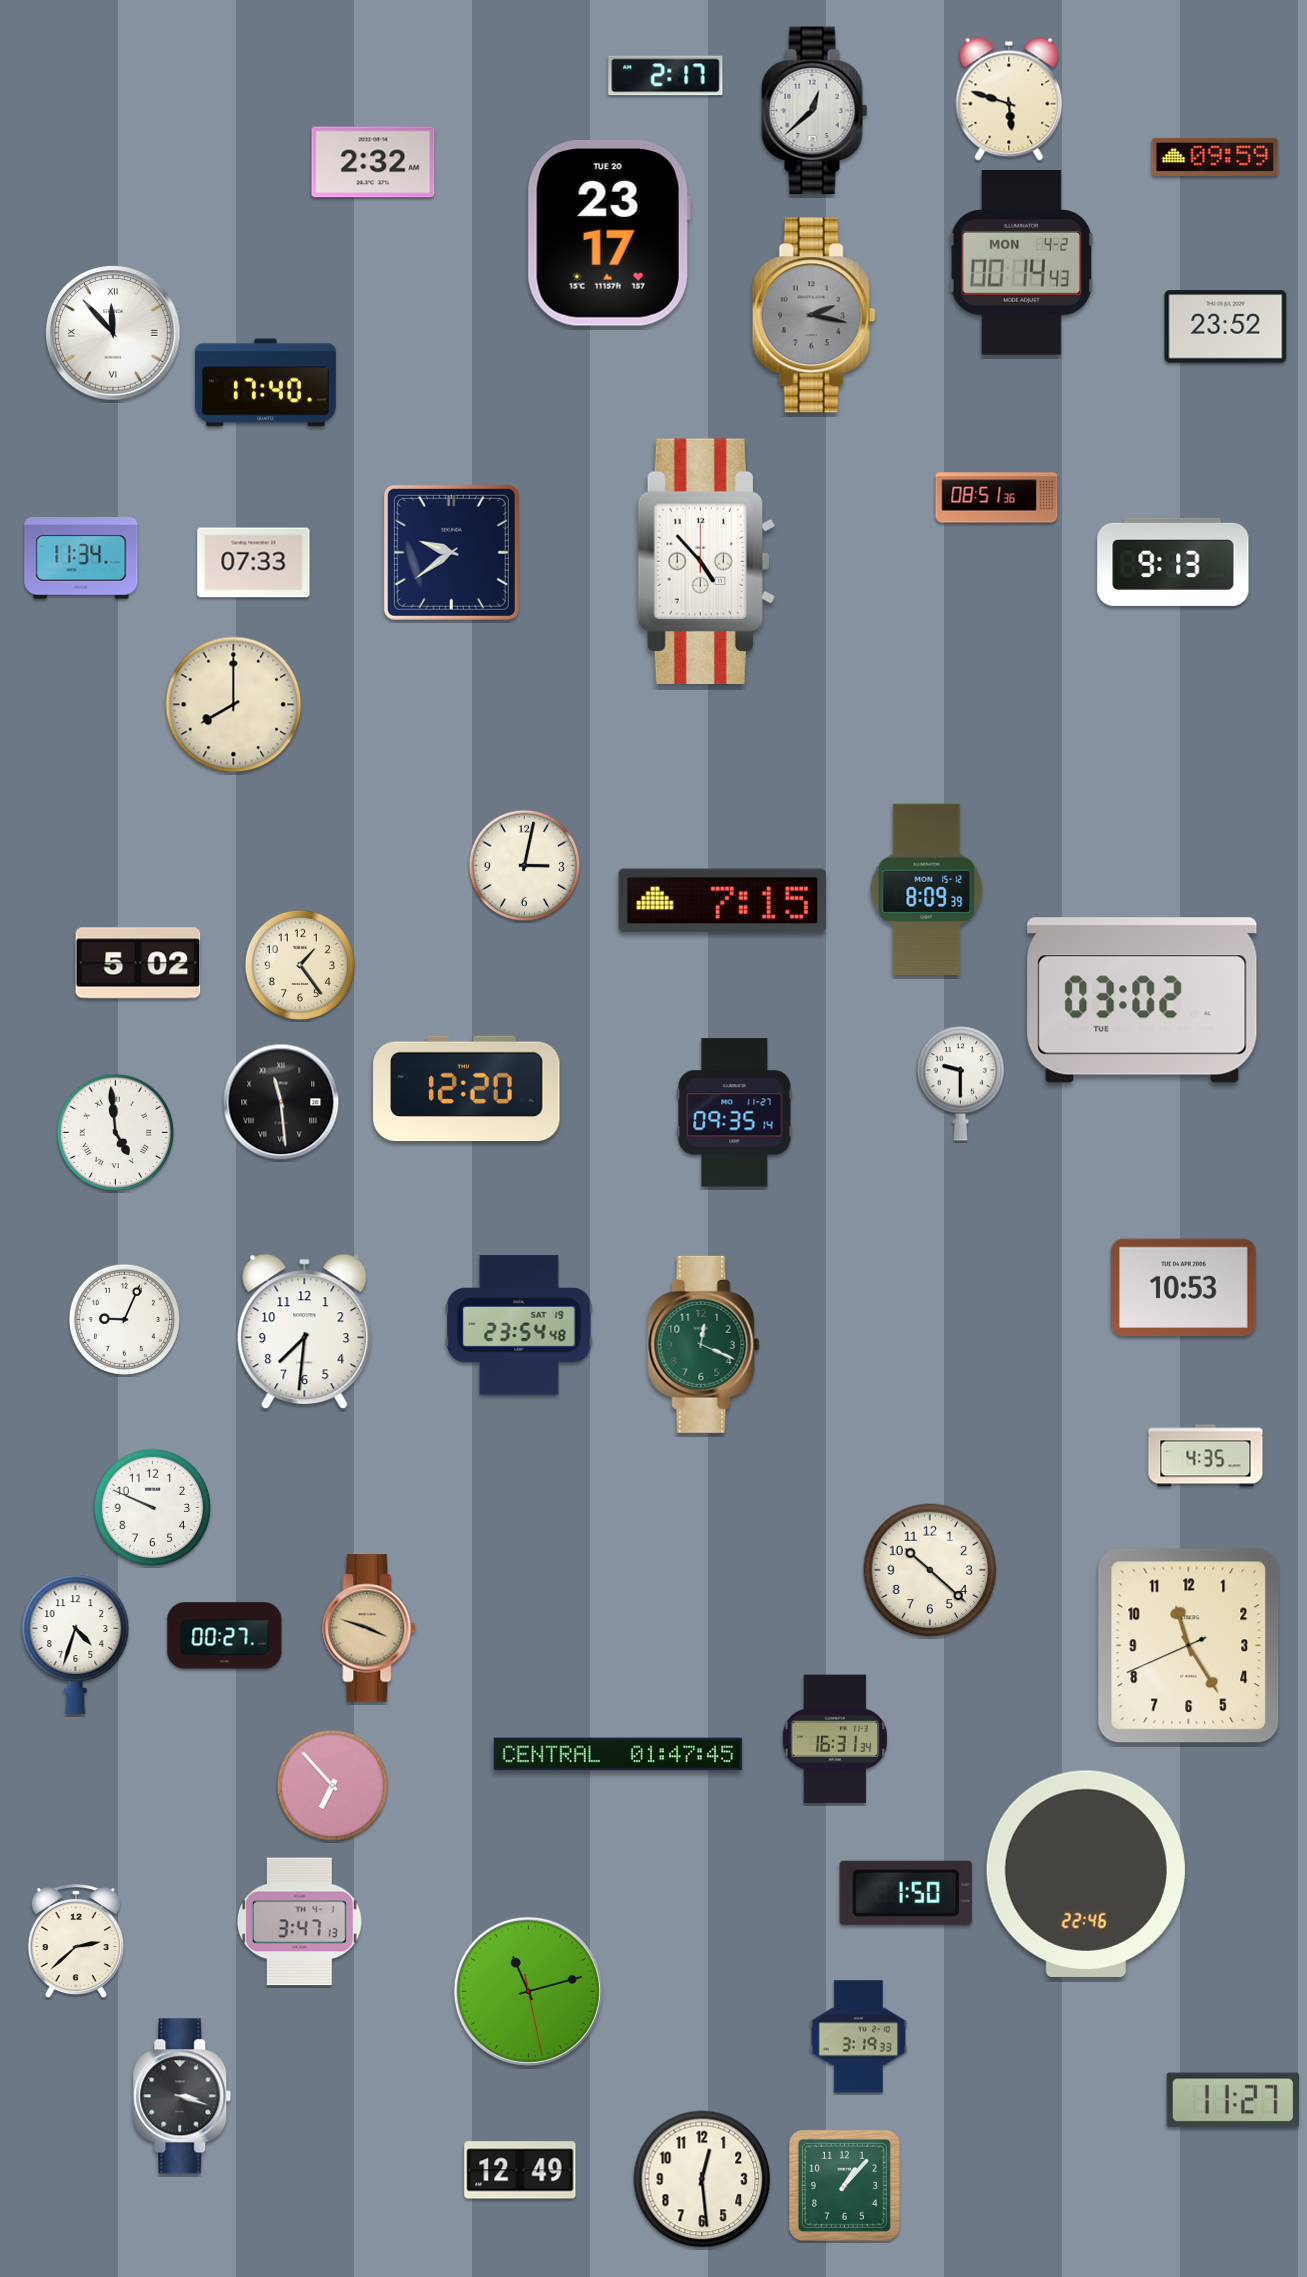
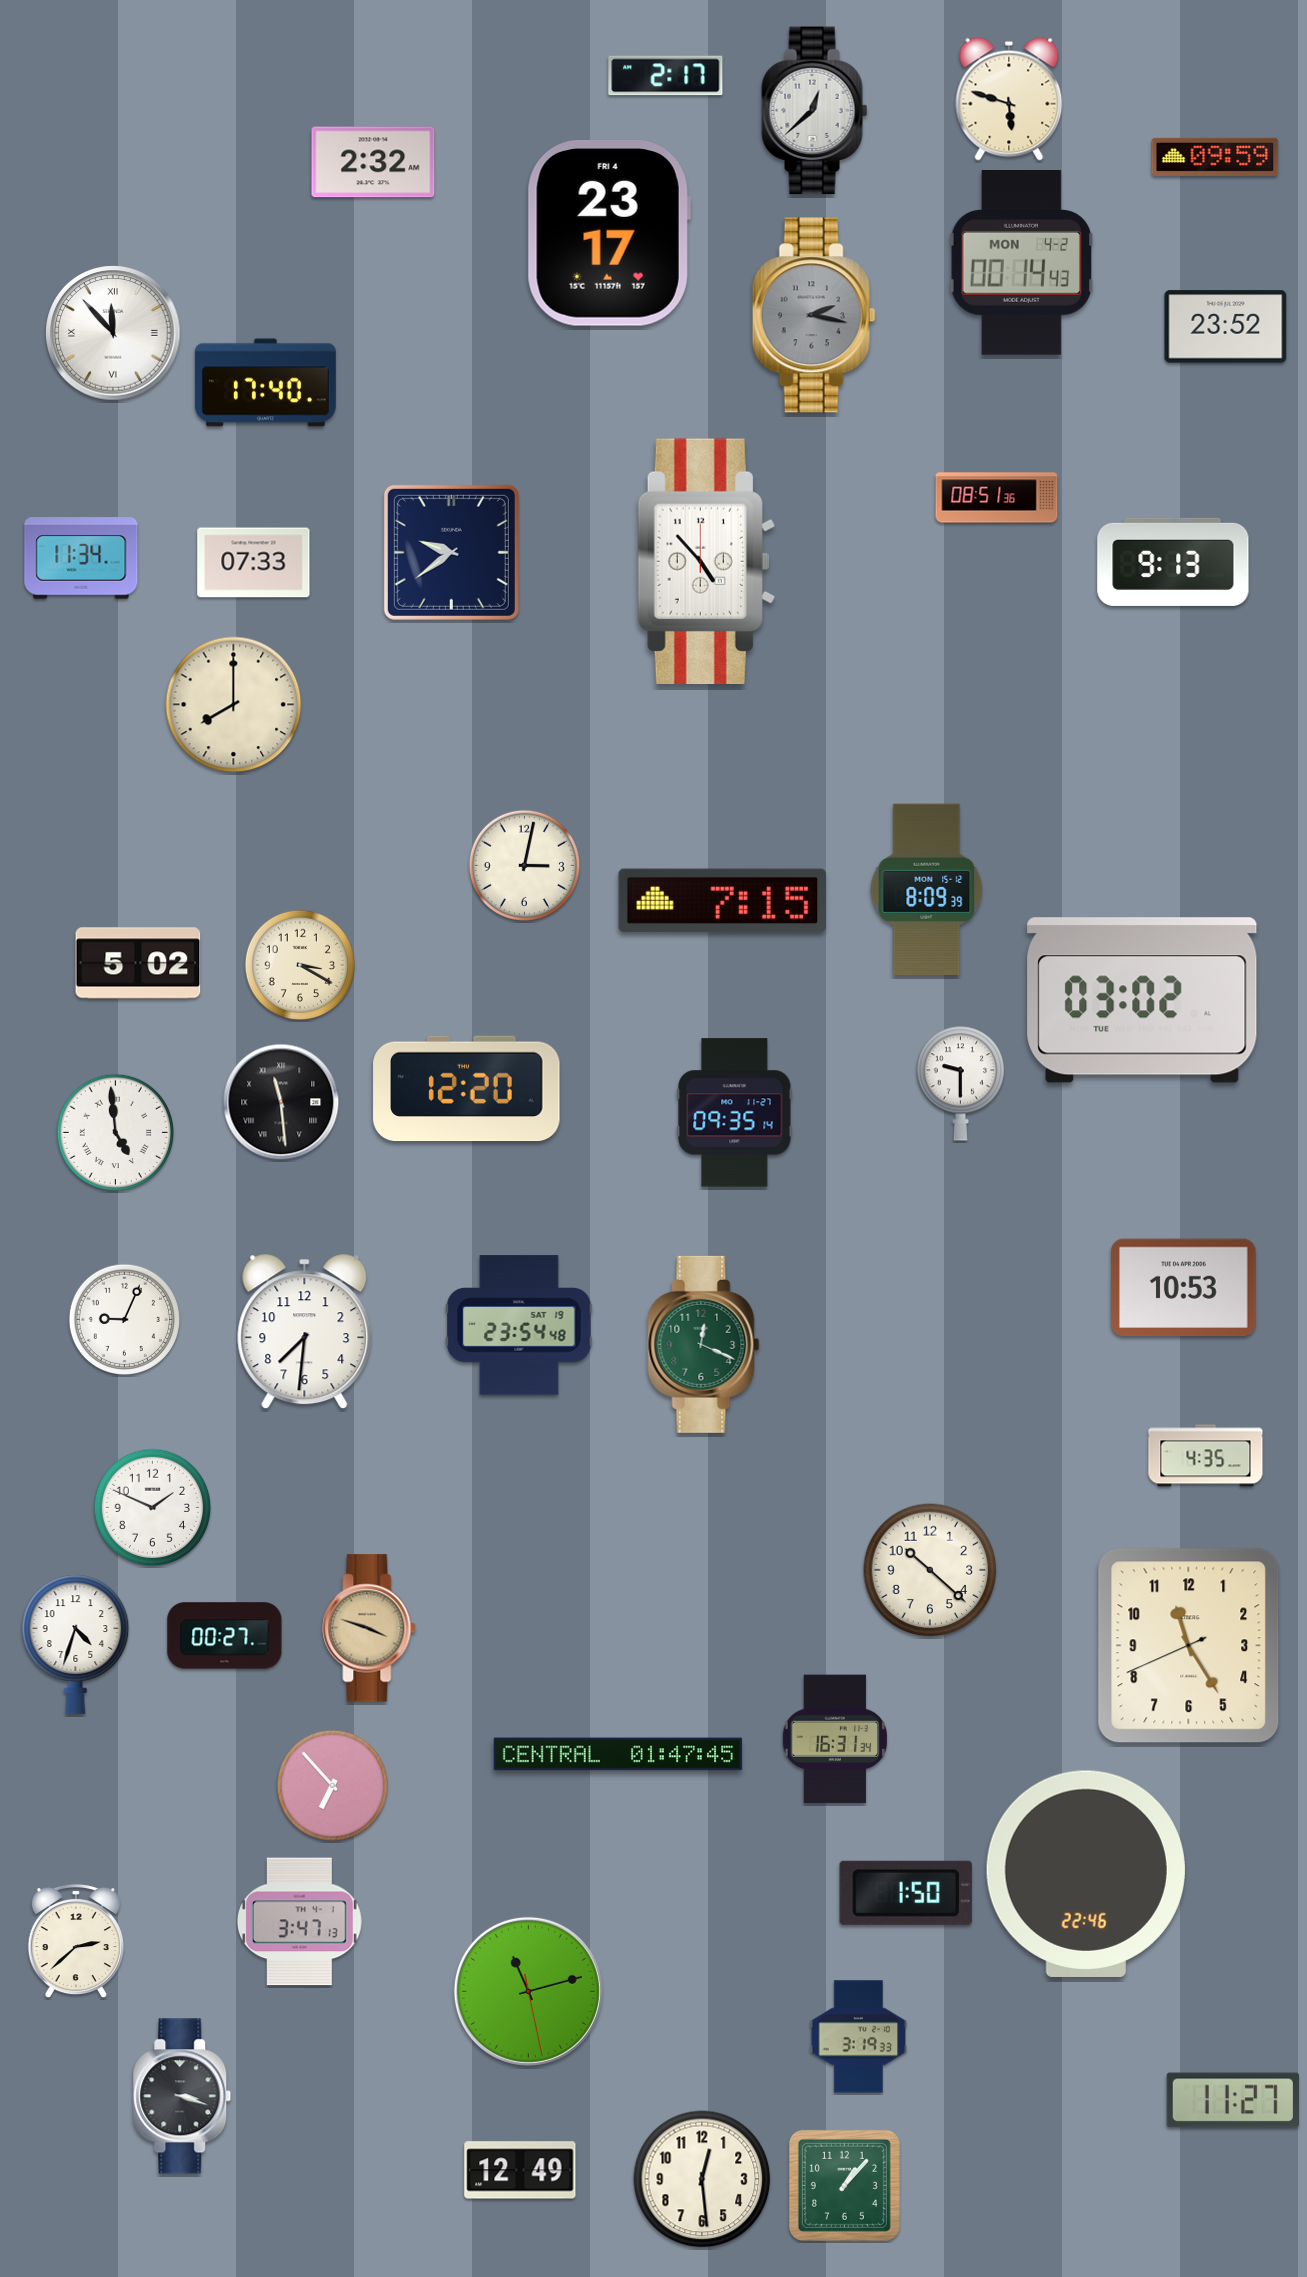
clock at (609, 234) date: TUE 20 -> FRI 4
clock at (299, 964): 1:24 -> 3:20
clock at (153, 1508): 9:49 -> 1:49
